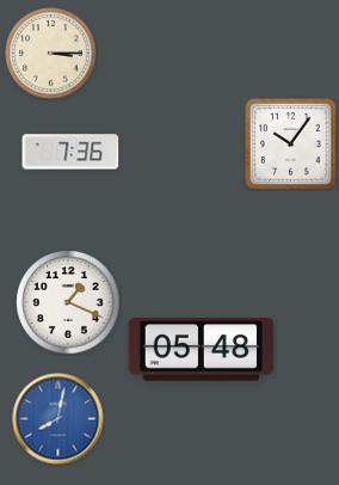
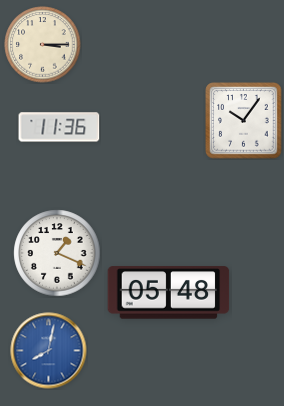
clock at (70, 152): 7:36 -> 11:36
